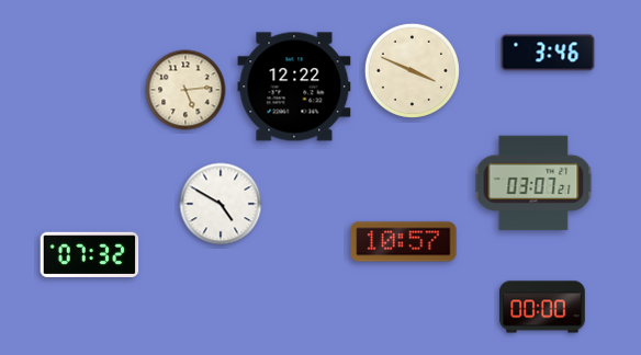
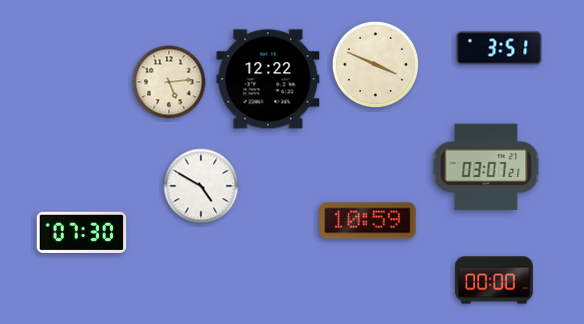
clock at (548, 53): 3:46 -> 3:51
clock at (404, 242): 10:57 -> 10:59
clock at (90, 254): 07:32 -> 07:30
